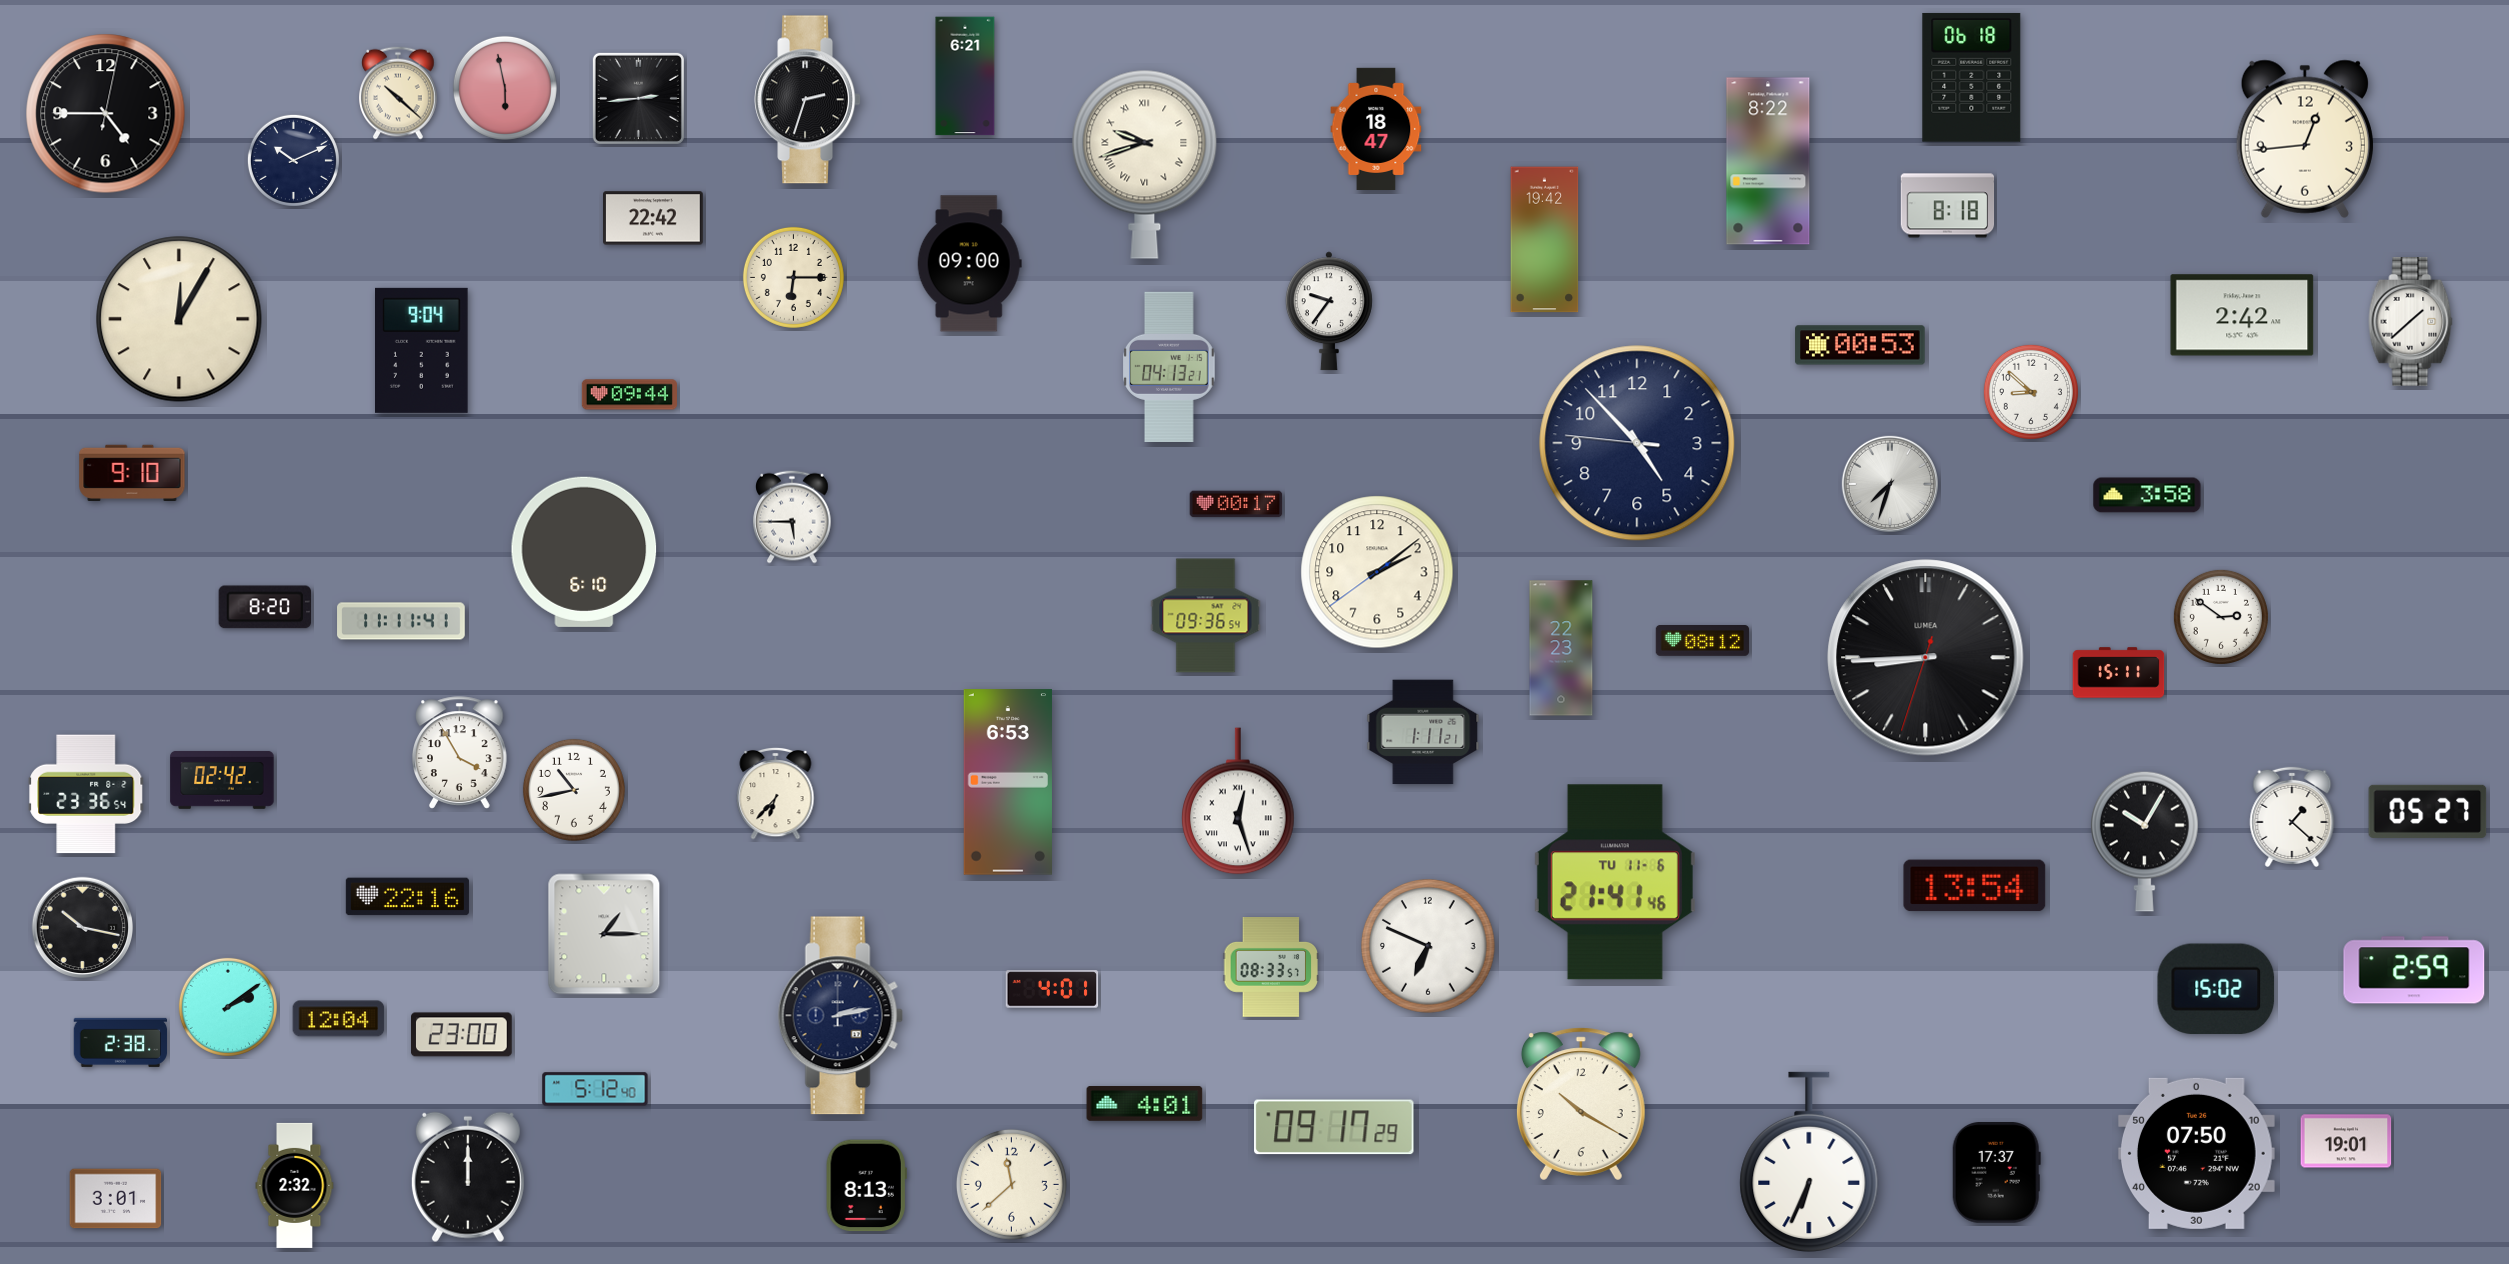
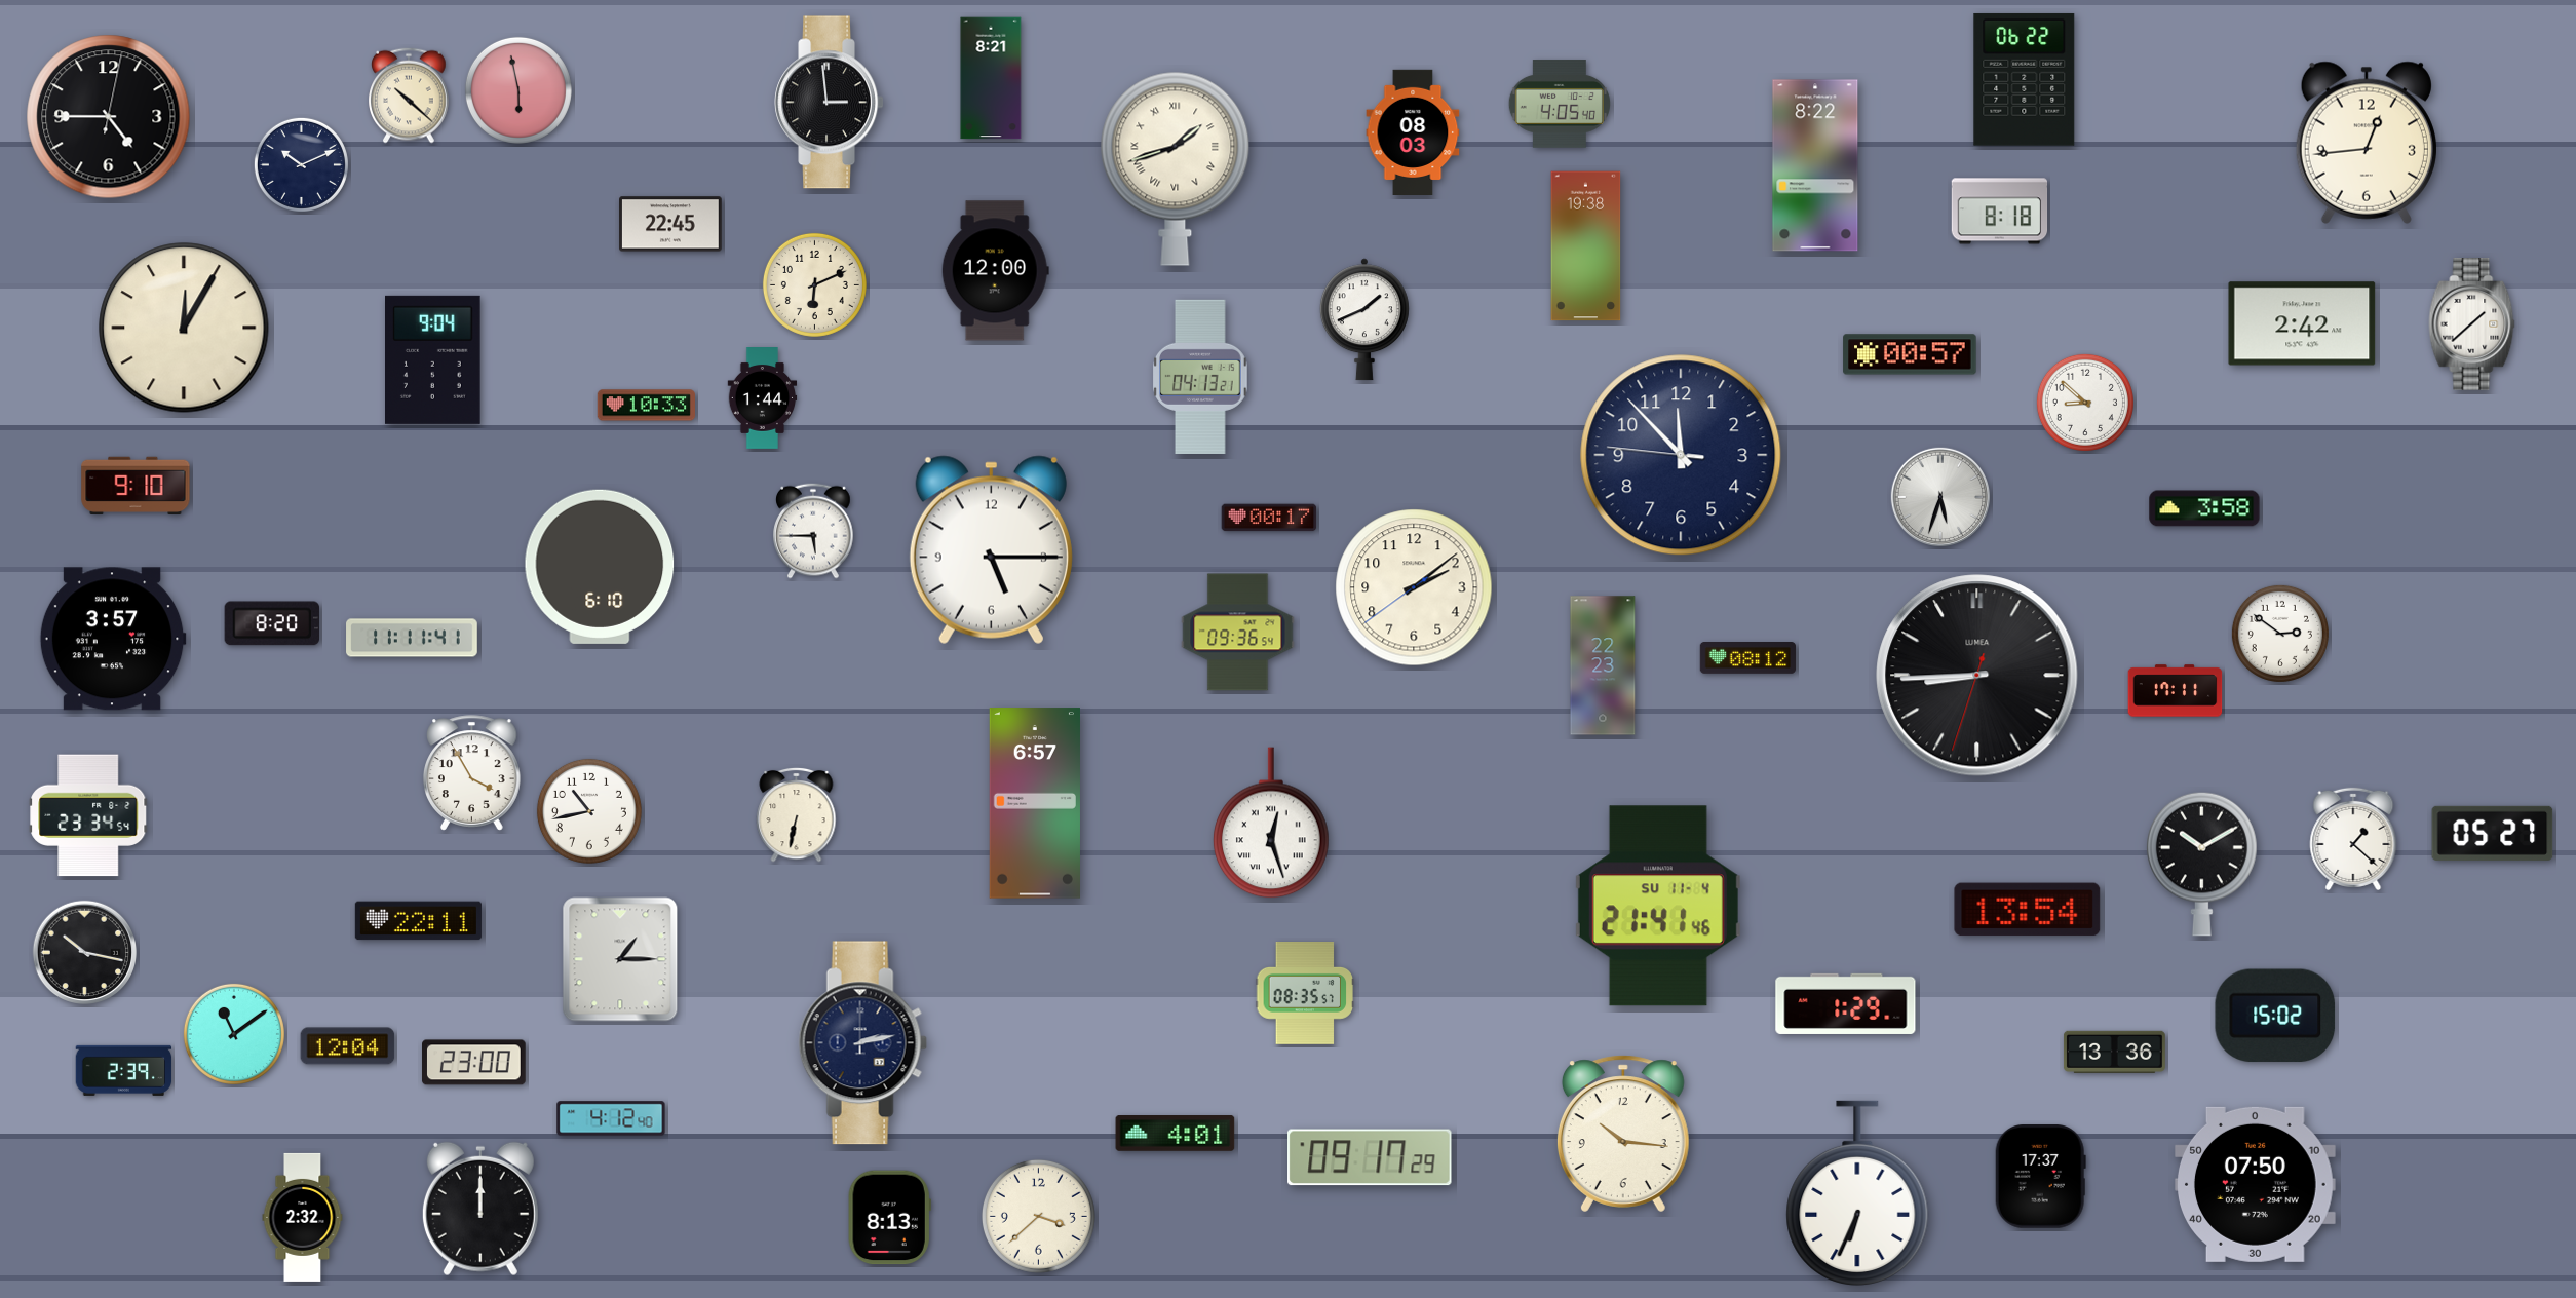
clock at (965, 76): 6:21 -> 8:21
clock at (1972, 77): 06:18 -> 06:22
clock at (638, 98): 2:44 -> none
clock at (807, 100): 2:33 -> 2:59
clock at (1560, 104): none -> 4:05
clock at (1376, 128): 18:47 -> 08:03
clock at (1145, 164): 9:42 -> 1:42
clock at (654, 218): 22:42 -> 22:45
clock at (1545, 240): 19:42 -> 19:38
clock at (969, 264): 09:00 -> 12:00
clock at (793, 277): 6:15 -> 6:11
clock at (1329, 311): 9:36 -> 1:41
clock at (2411, 322) position: (2411, 322) -> (2472, 324)
clock at (1860, 345): 00:53 -> 00:57
clock at (763, 398): none -> 1:44
clock at (629, 395): 09:44 -> 10:33
clock at (1637, 443): 4:52 -> 11:52
clock at (1889, 483): 7:33 -> 5:33
clock at (991, 549): none -> 5:15
clock at (113, 639): none -> 3:57
clock at (2119, 673): 15:11 -> 17:11
clock at (1423, 732): 1:11 -> none
clock at (222, 780): 02:42 -> none
clock at (1008, 782): 6:53 -> 6:57
clock at (776, 793): 6:37 -> 6:32
clock at (86, 794): 23:36 -> 23:34
clock at (2145, 841): 10:05 -> 10:10
clock at (1615, 882) date: TU 11-6 -> SU 11-4
clock at (407, 897): 22:16 -> 22:11
clock at (1428, 946): 6:49 -> none
clock at (1271, 968): 08:33 -> 08:35
clock at (2414, 970): 2:59 -> none
clock at (1846, 1003): none -> 1:29
clock at (1052, 989): 4:01 -> none
clock at (228, 1007): 2:09 -> 11:09
clock at (2114, 1052): none -> 13:36
clock at (121, 1042): 2:38 -> 2:39
clock at (595, 1089): 5:12 -> 4:12
clock at (1581, 1104): 10:20 -> 10:16
clock at (2346, 1141): 19:01 -> none
clock at (1996, 1173) position: (1996, 1173) -> (2040, 1177)
clock at (1011, 1184): 11:38 -> 3:38
clock at (116, 1199): 3:01 -> none
